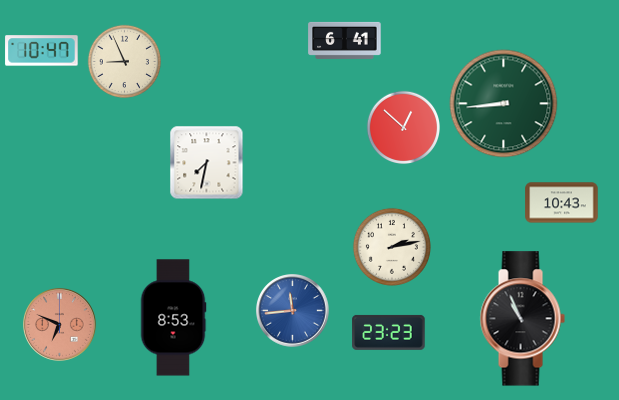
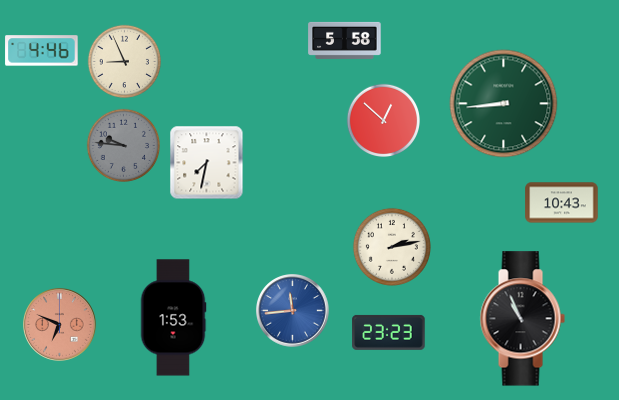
clock at (345, 40): 6:41 -> 5:58
clock at (42, 51): 10:47 -> 4:46
clock at (403, 127) position: (403, 127) -> (383, 120)
clock at (123, 145): none -> 9:46
clock at (173, 318): 8:53 -> 1:53
